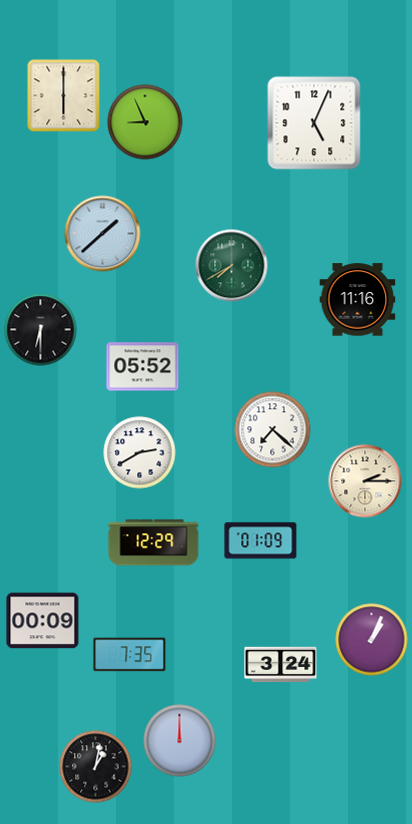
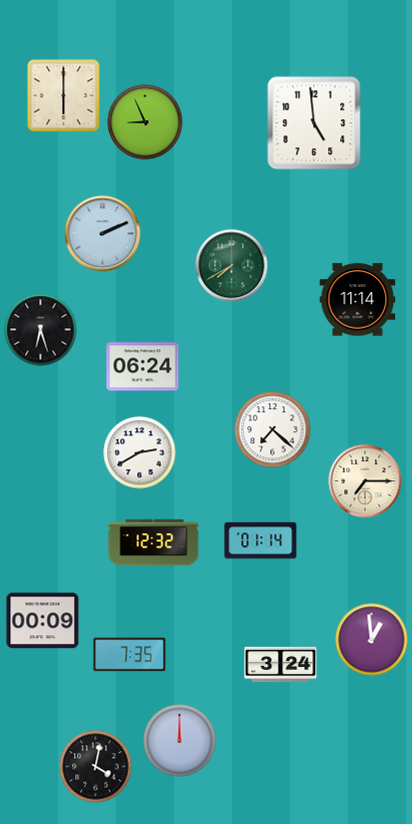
clock at (314, 123): 5:04 -> 4:59
clock at (103, 234): 1:38 -> 2:11
clock at (358, 300): 11:16 -> 11:14
clock at (41, 330): 6:30 -> 6:27
clock at (143, 367): 05:52 -> 06:24
clock at (365, 481): 2:15 -> 7:15
clock at (261, 541): 01:09 -> 01:14
clock at (154, 543): 12:29 -> 12:32
clock at (372, 640): 1:04 -> 12:59
clock at (96, 767): 1:02 -> 4:02
